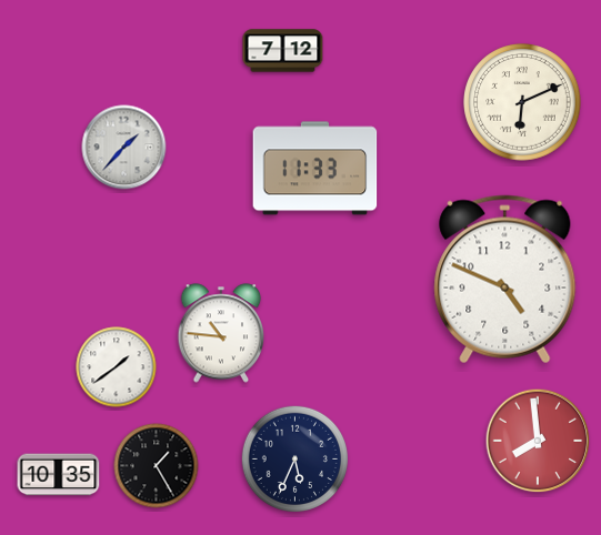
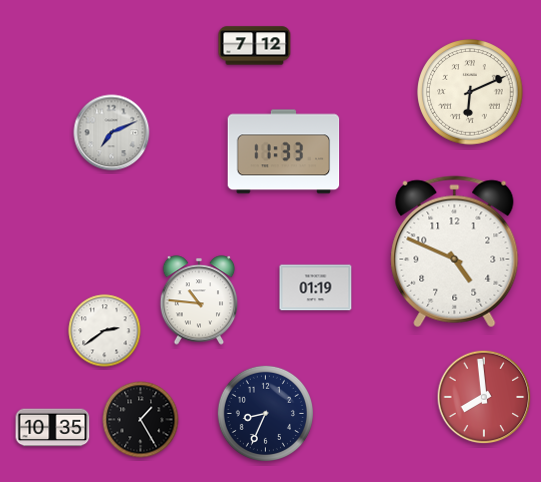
clock at (124, 148): 1:37 -> 7:11
clock at (316, 288): none -> 01:19
clock at (117, 367): 1:39 -> 2:39
clock at (294, 458): 5:34 -> 8:34
